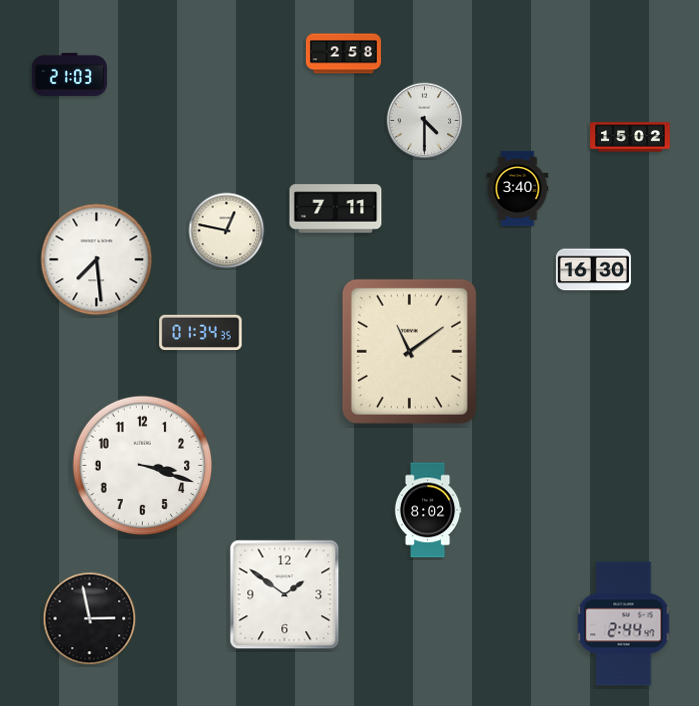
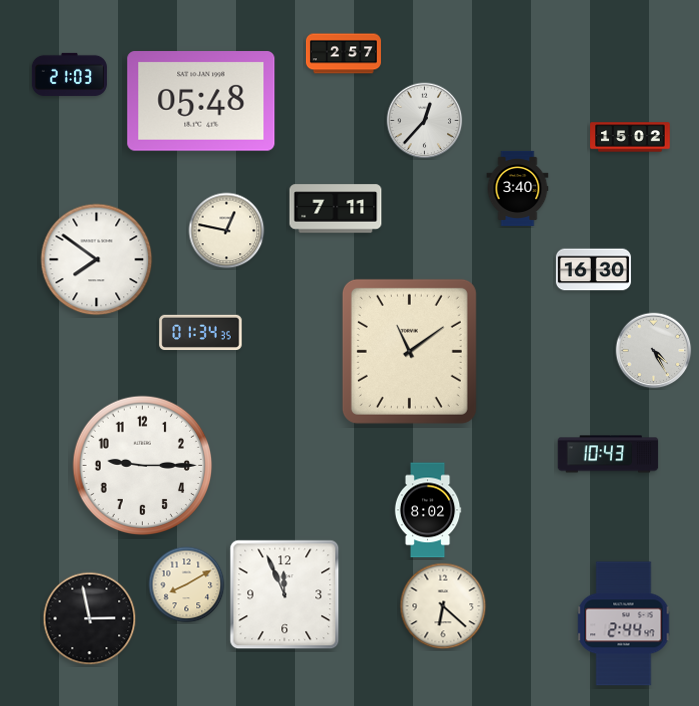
clock at (343, 54): 2:58 -> 2:57
clock at (201, 101): none -> 05:48
clock at (425, 121): 4:30 -> 12:37
clock at (97, 260): 7:29 -> 7:51
clock at (654, 351): none -> 4:25
clock at (608, 454): none -> 10:43
clock at (143, 466): 3:18 -> 9:15
clock at (187, 585): none -> 8:10
clock at (285, 595): 1:51 -> 11:56
clock at (443, 606): none -> 6:22
